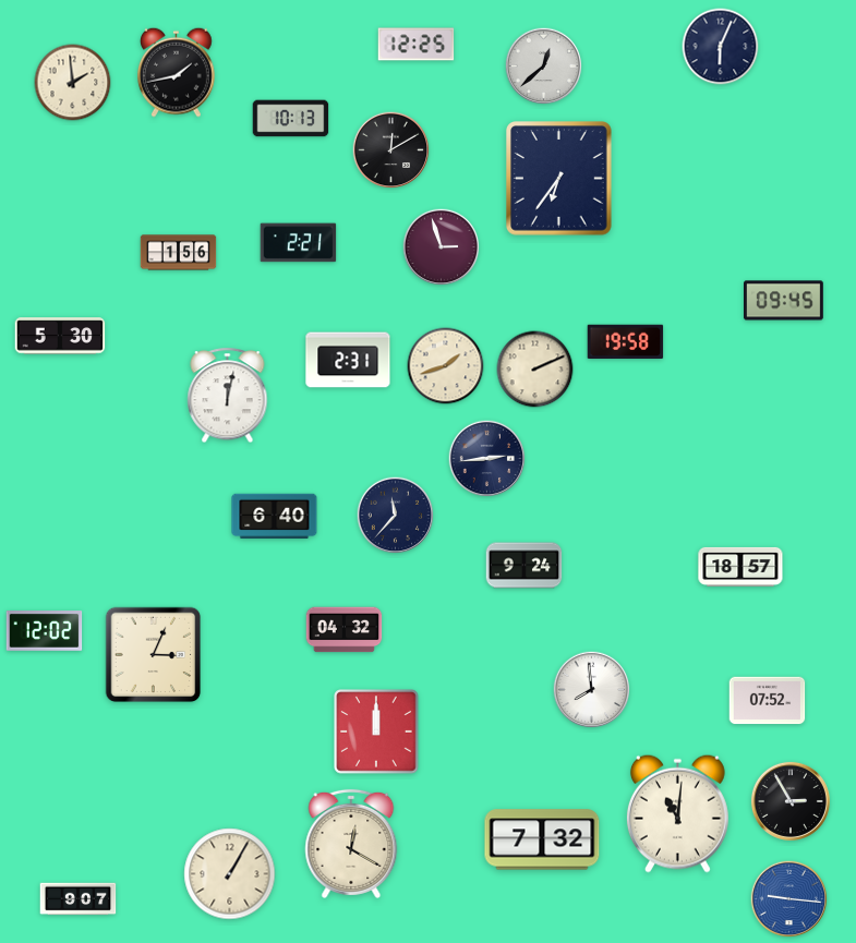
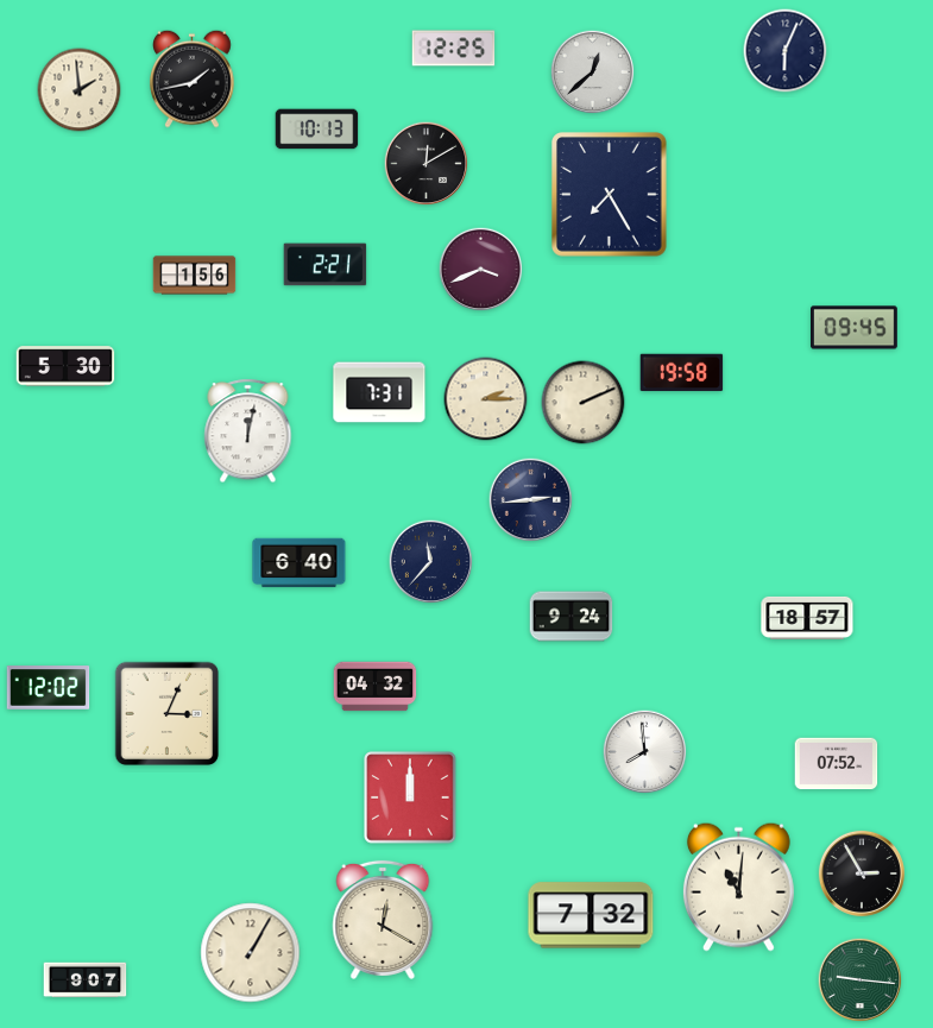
clock at (559, 179): 6:36 -> 7:25
clock at (442, 247): 2:57 -> 3:41
clock at (348, 360): 2:31 -> 7:31
clock at (446, 366): 1:42 -> 2:15
clock at (789, 899) dial: blue -> green
